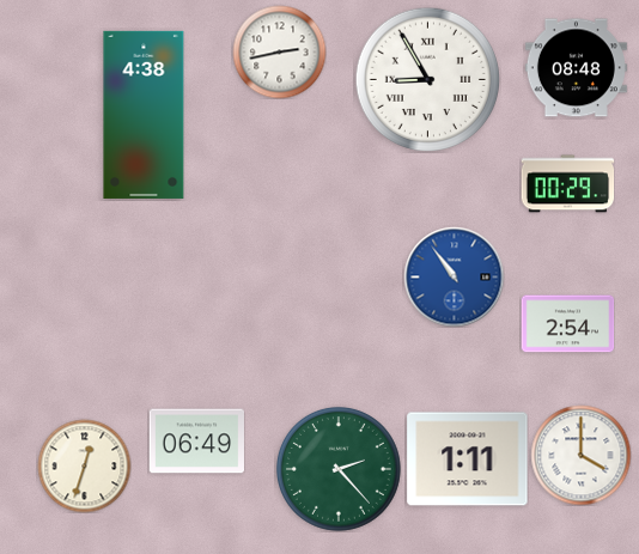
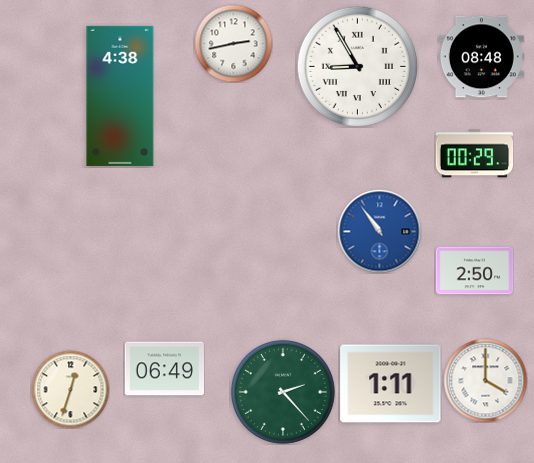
clock at (567, 324): 2:54 -> 2:50
